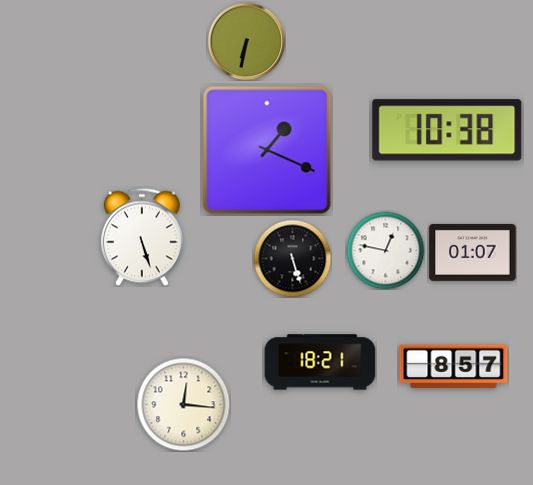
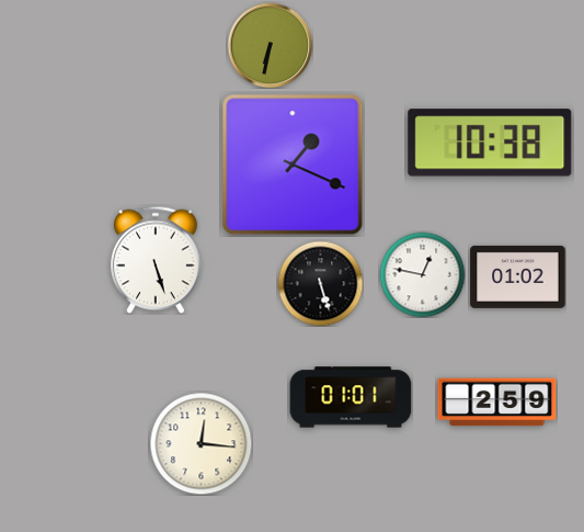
clock at (473, 252): 01:07 -> 01:02
clock at (320, 362): 18:21 -> 01:01
clock at (454, 367): 8:57 -> 2:59
